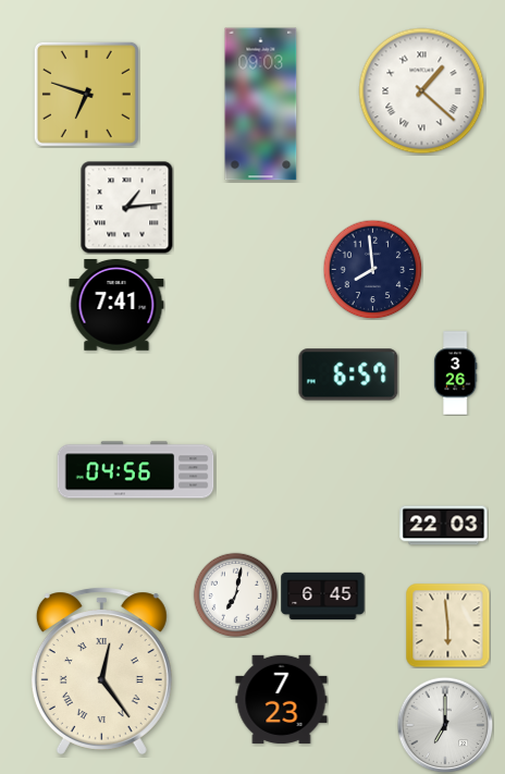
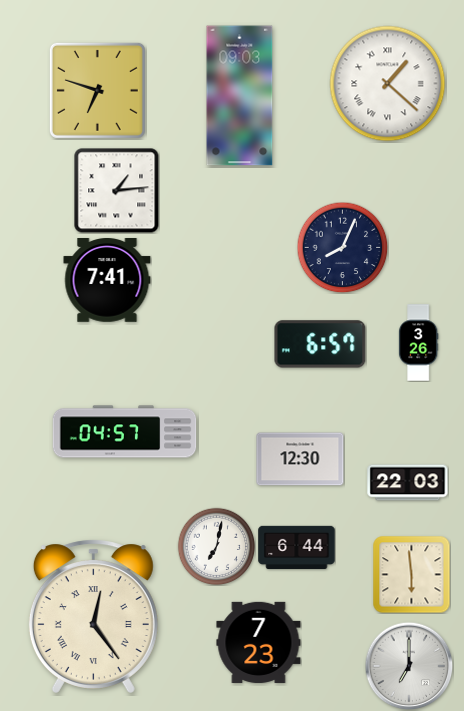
clock at (86, 94) position: (86, 94) -> (97, 90)
clock at (372, 269): 7:59 -> 8:04
clock at (136, 470): 04:56 -> 04:57
clock at (300, 459): none -> 12:30
clock at (323, 597): 6:45 -> 6:44
